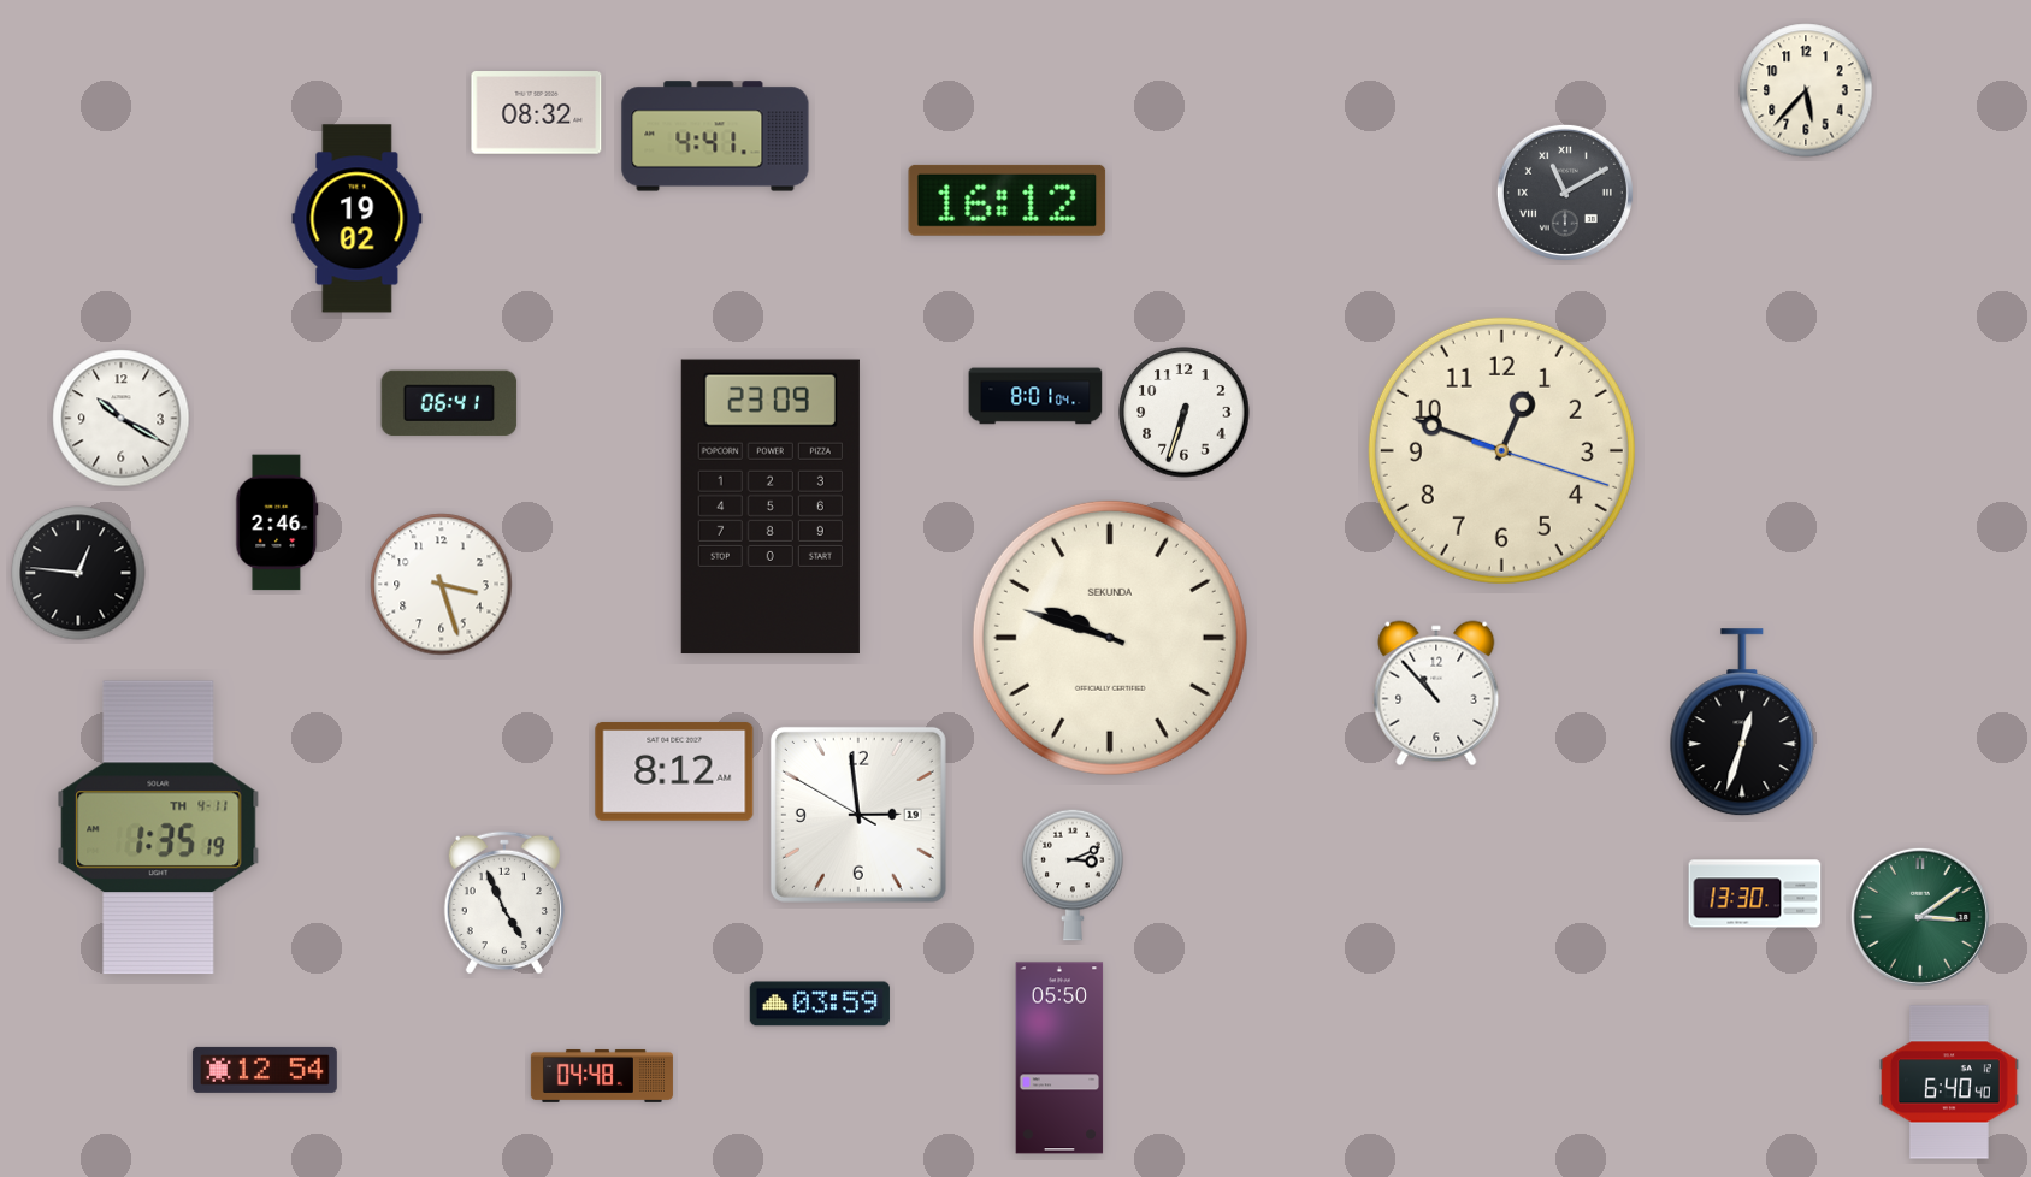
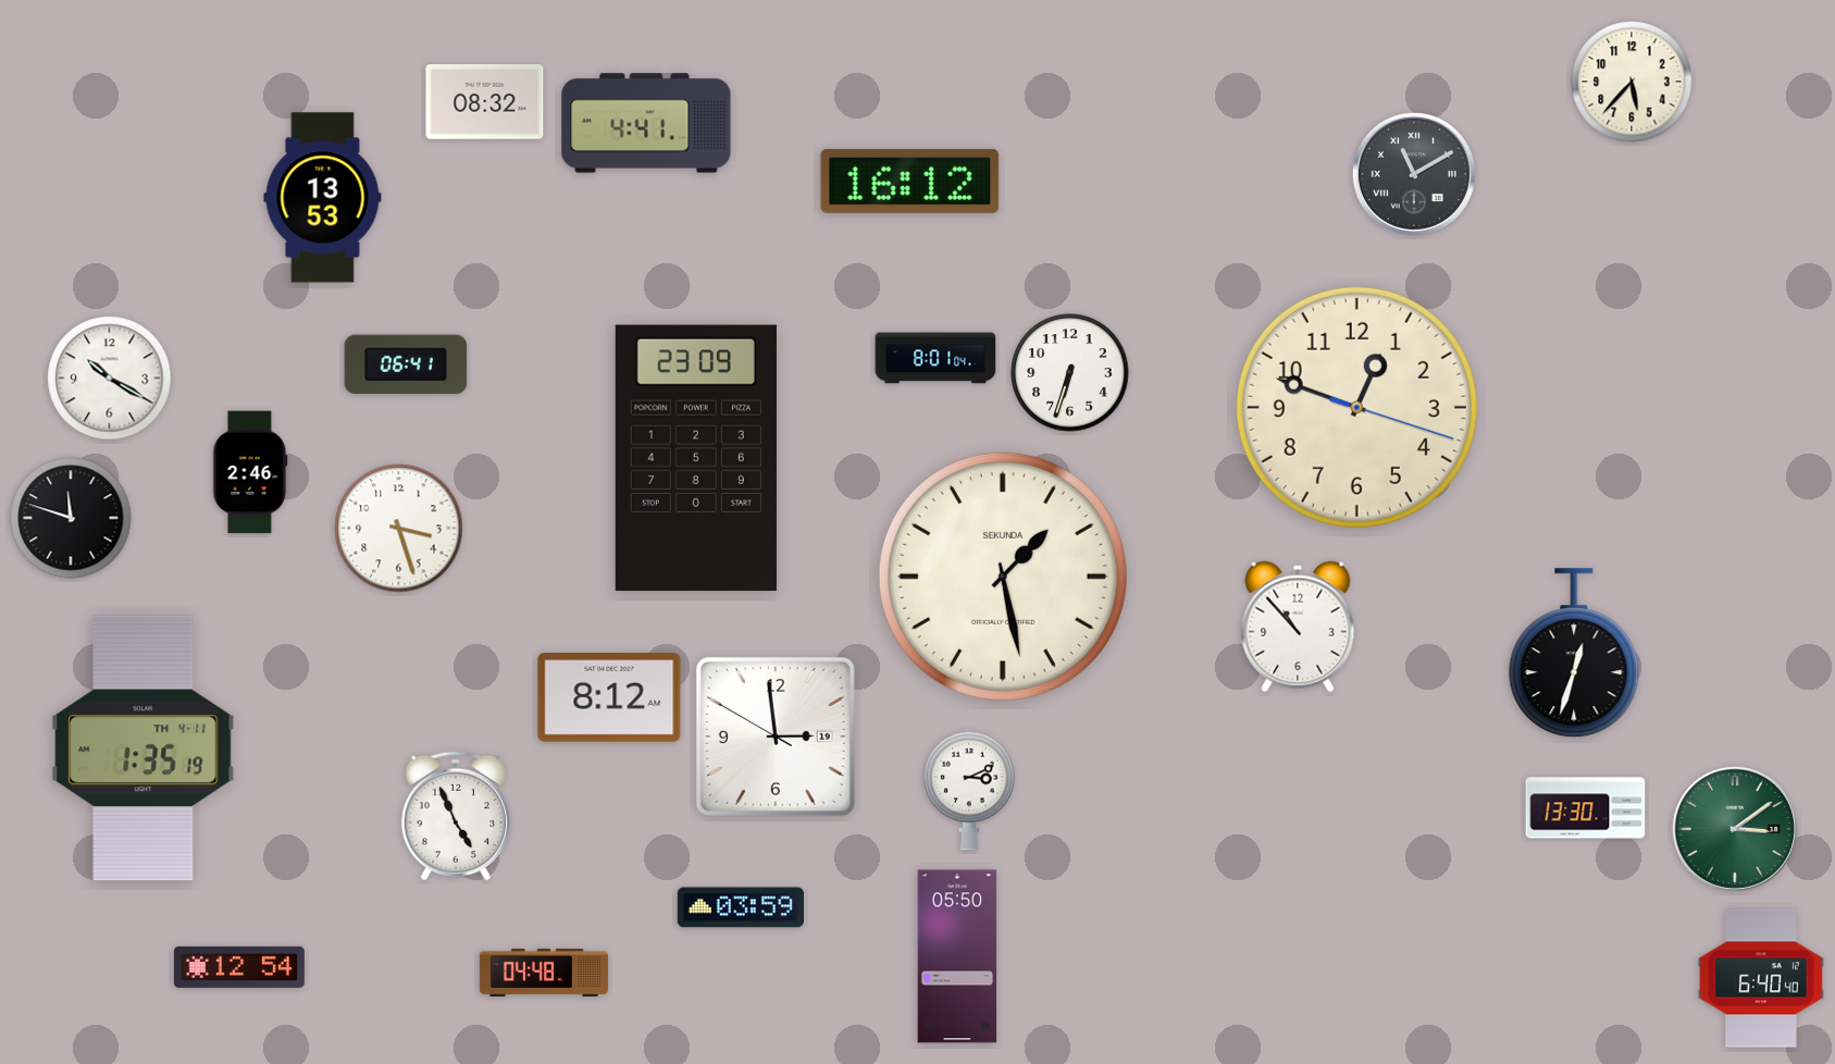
clock at (358, 219): 19:02 -> 13:53
clock at (78, 573): 12:46 -> 11:48
clock at (1110, 638): 9:48 -> 1:28
